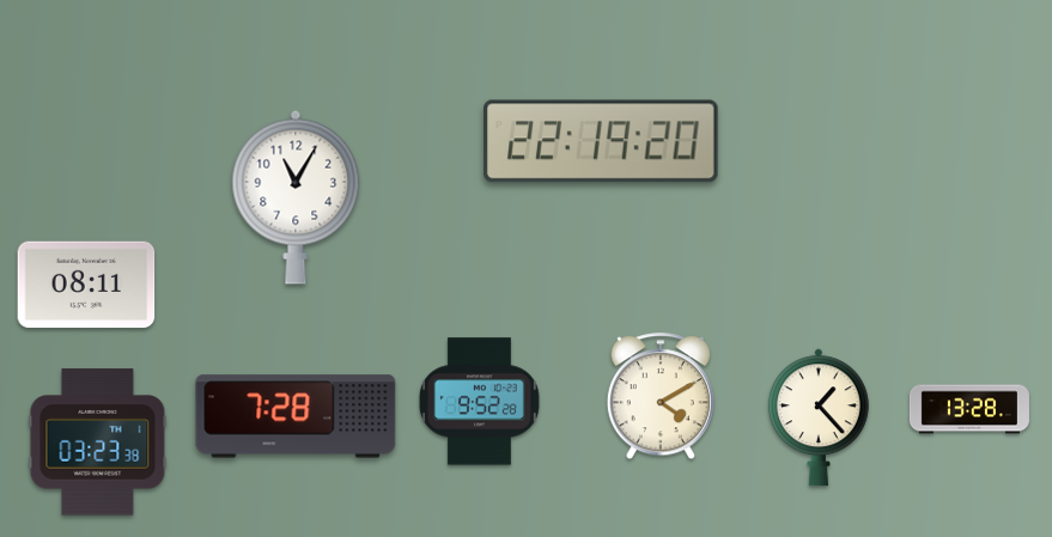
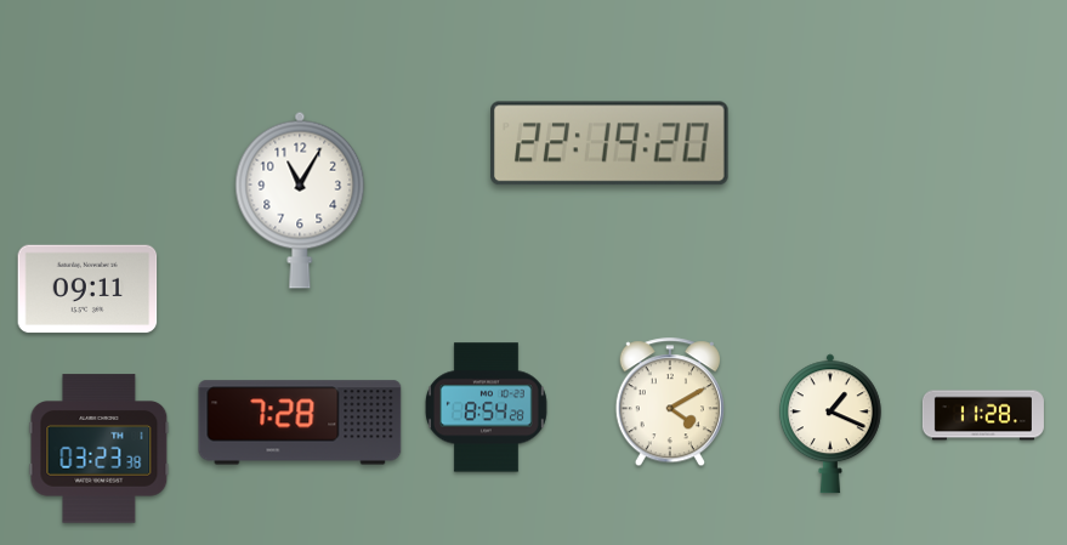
clock at (86, 285): 08:11 -> 09:11
clock at (479, 402): 9:52 -> 8:54
clock at (969, 409): 13:28 -> 11:28
clock at (819, 417): 1:23 -> 1:19
